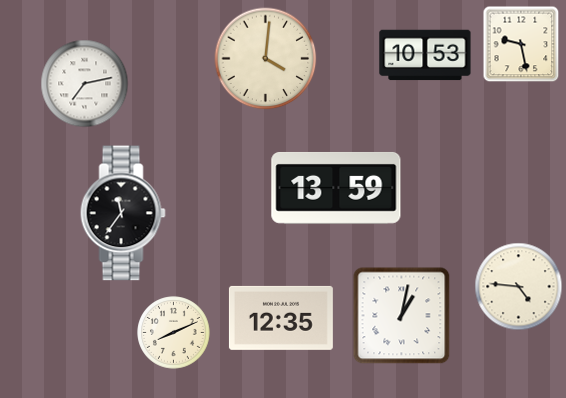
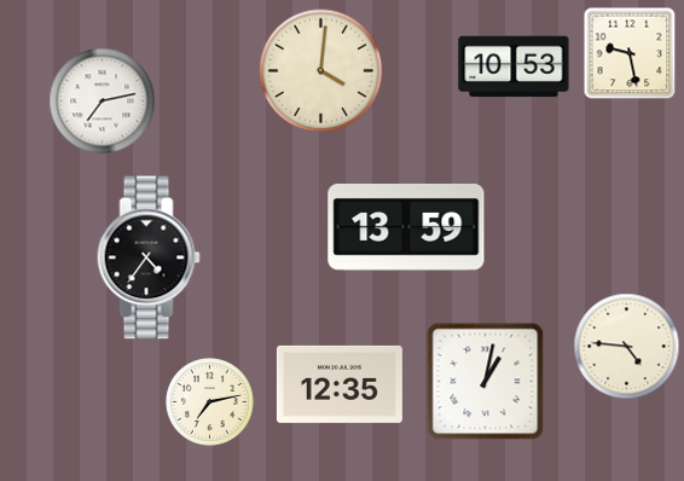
clock at (123, 213): 11:36 -> 4:36
clock at (174, 333): 8:11 -> 7:13
